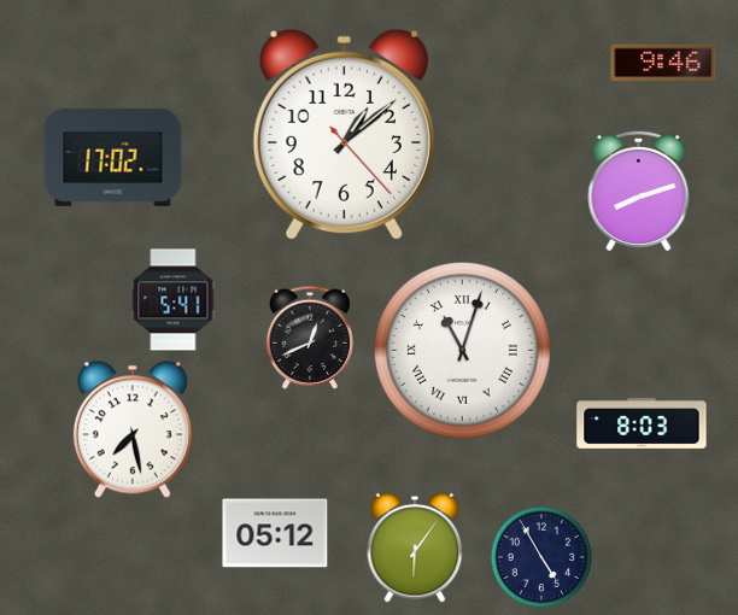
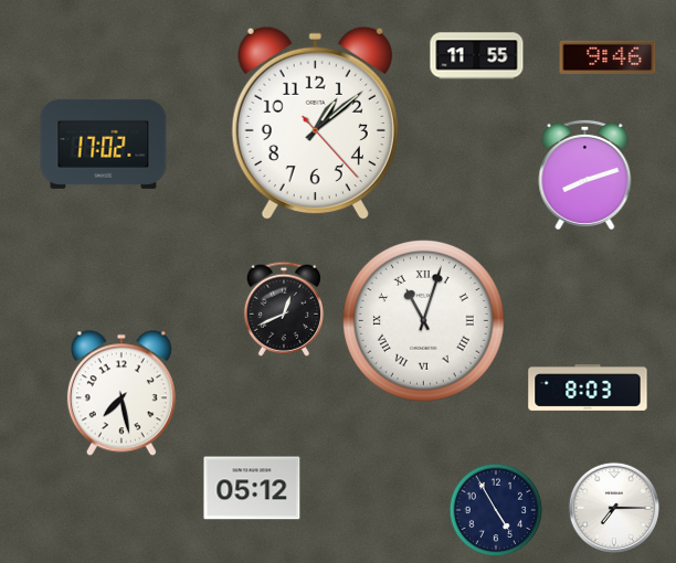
clock at (477, 56): none -> 11:55
clock at (174, 300): 5:41 -> none
clock at (415, 547): 6:06 -> none
clock at (614, 508): none -> 7:15
